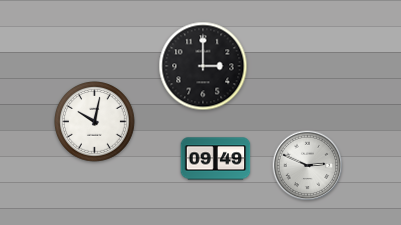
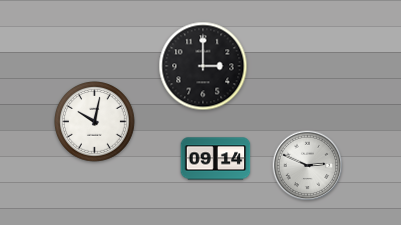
clock at (216, 159): 09:49 -> 09:14
